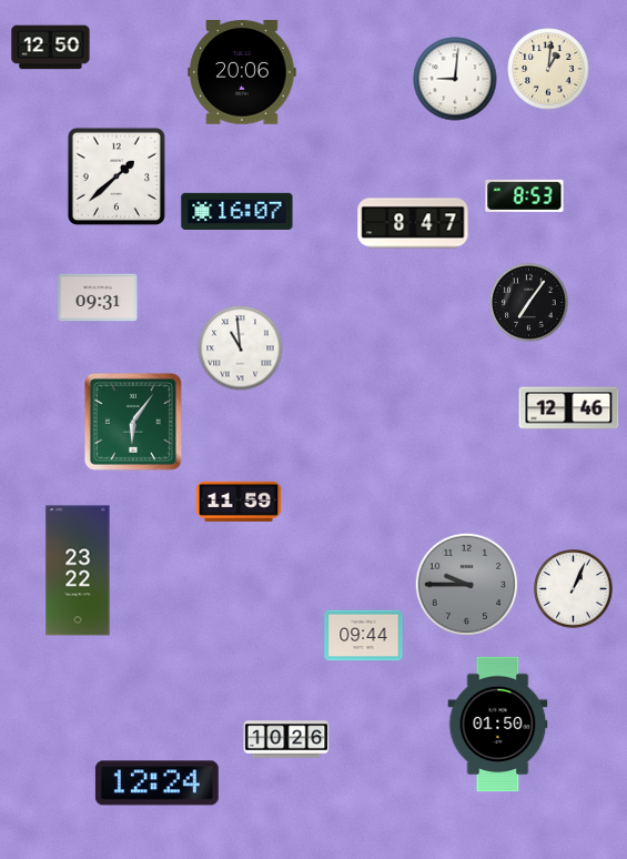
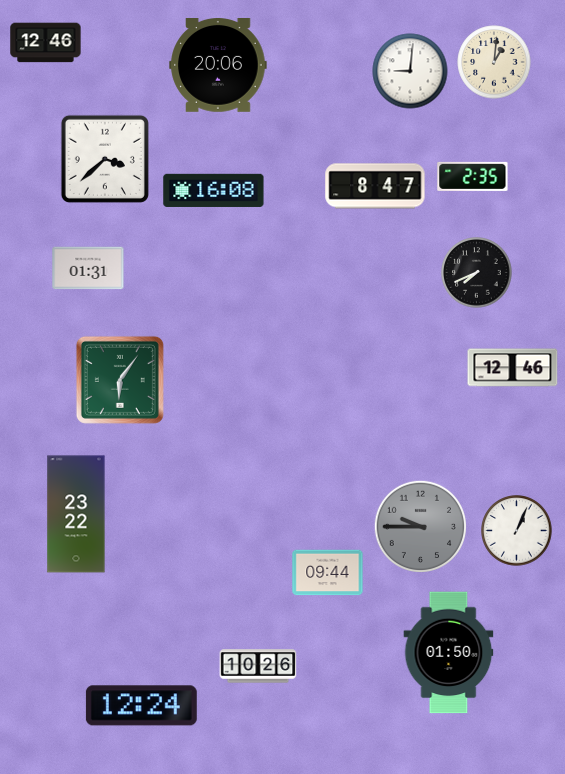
clock at (51, 48): 12:50 -> 12:46
clock at (117, 176): 1:38 -> 3:38
clock at (525, 195): 8:53 -> 2:35
clock at (237, 211): 16:07 -> 16:08
clock at (413, 223) position: (413, 223) -> (375, 186)
clock at (98, 297): 09:31 -> 01:31
clock at (529, 303): 7:06 -> 7:41
clock at (241, 348): 10:59 -> none
clock at (239, 502): 11:59 -> none
clock at (78, 570) position: (78, 570) -> (76, 514)
